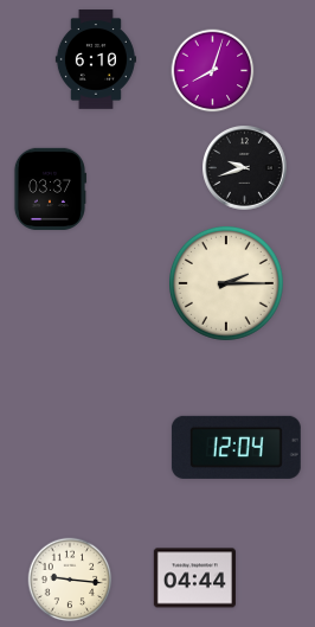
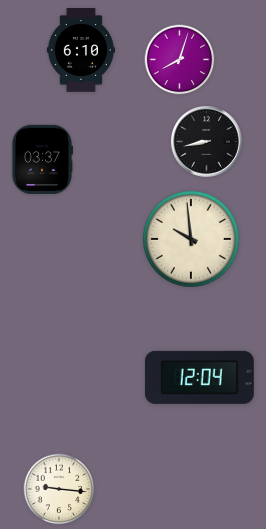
clock at (245, 168): 9:42 -> 8:43
clock at (226, 283): 2:15 -> 9:59
clock at (194, 578): 04:44 -> none
